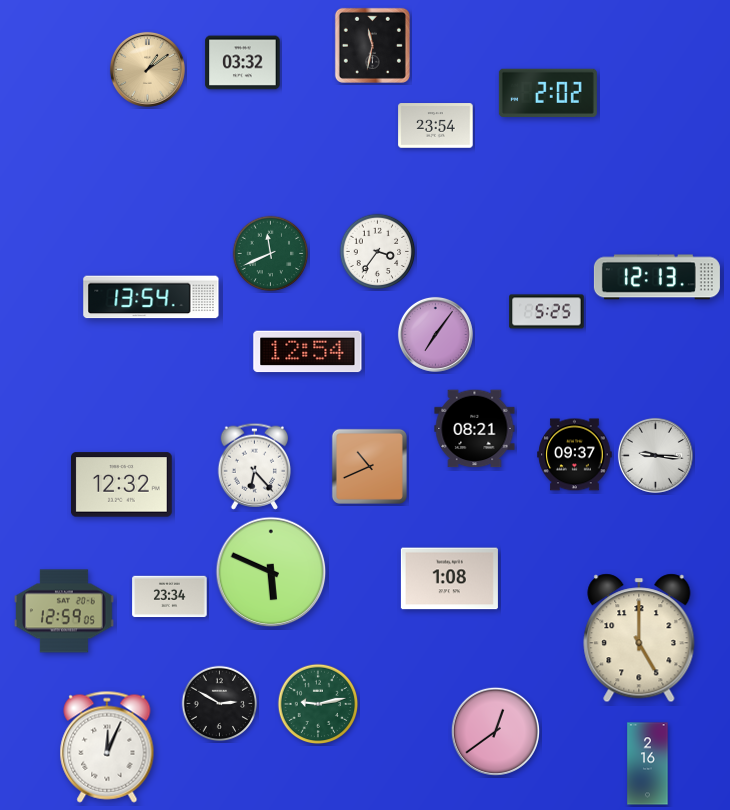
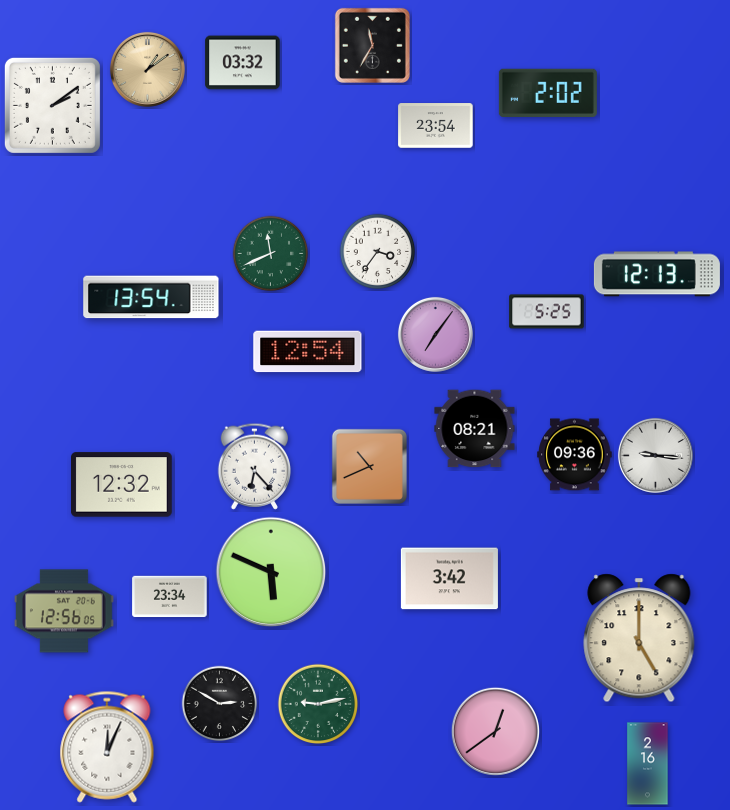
clock at (372, 45): 11:32 -> 11:35
clock at (52, 105): none -> 2:09
clock at (657, 277) position: (657, 277) -> (657, 274)
clock at (575, 455): 09:37 -> 09:36
clock at (449, 579): 1:08 -> 3:42
clock at (64, 611): 12:59 -> 12:56
